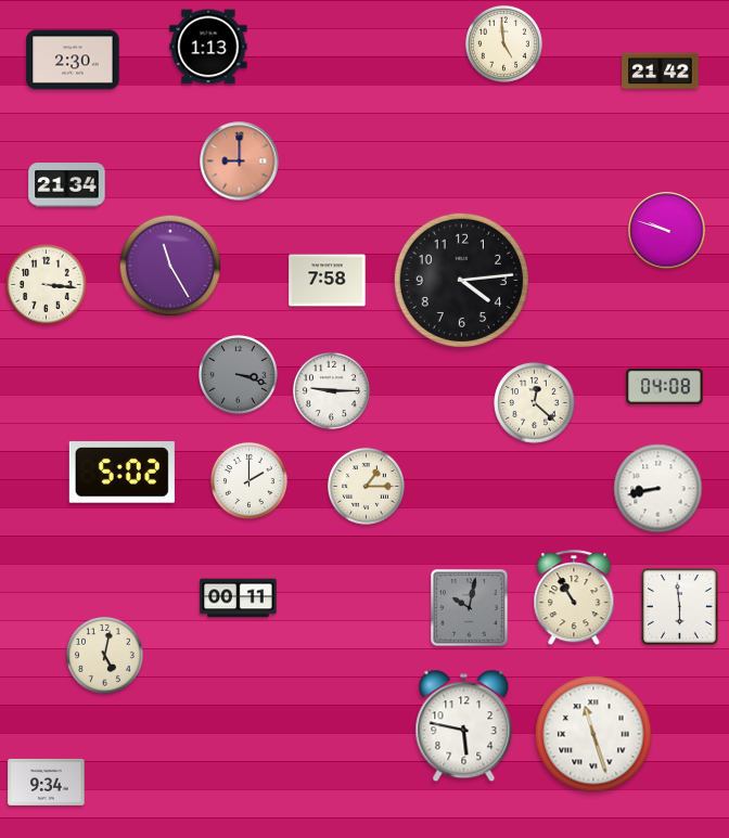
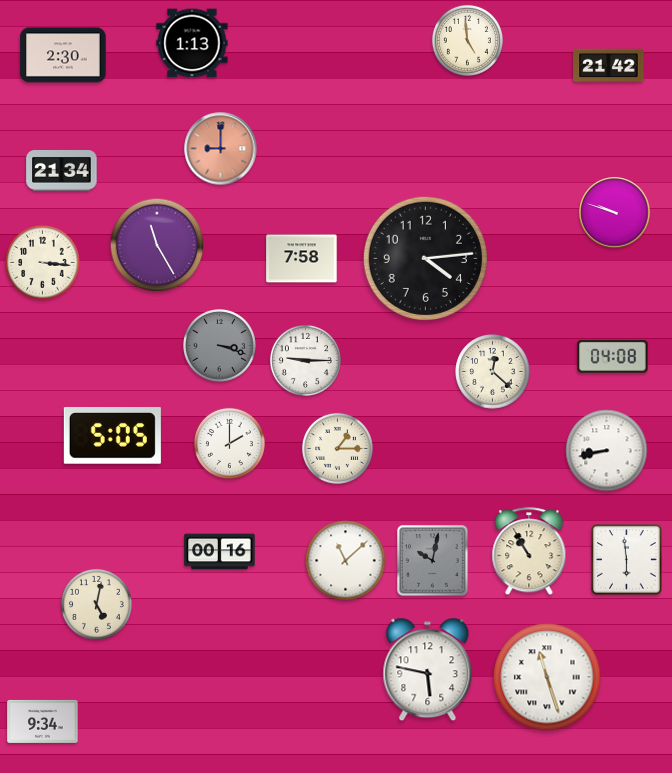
clock at (503, 43) position: (503, 43) -> (467, 40)
clock at (73, 60) position: (73, 60) -> (63, 55)
clock at (121, 473): 5:02 -> 5:05
clock at (239, 598): 00:11 -> 00:16
clock at (346, 561): none -> 11:08
